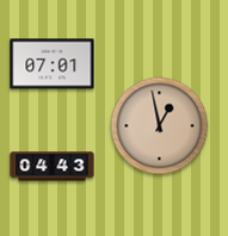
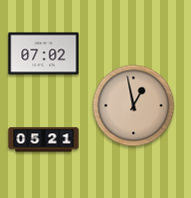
clock at (53, 64): 07:01 -> 07:02
clock at (53, 167): 04:43 -> 05:21
